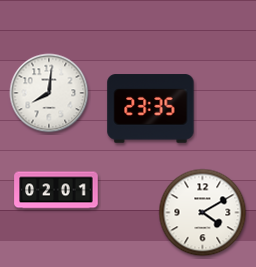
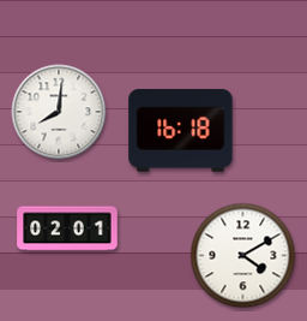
clock at (151, 109): 23:35 -> 16:18
